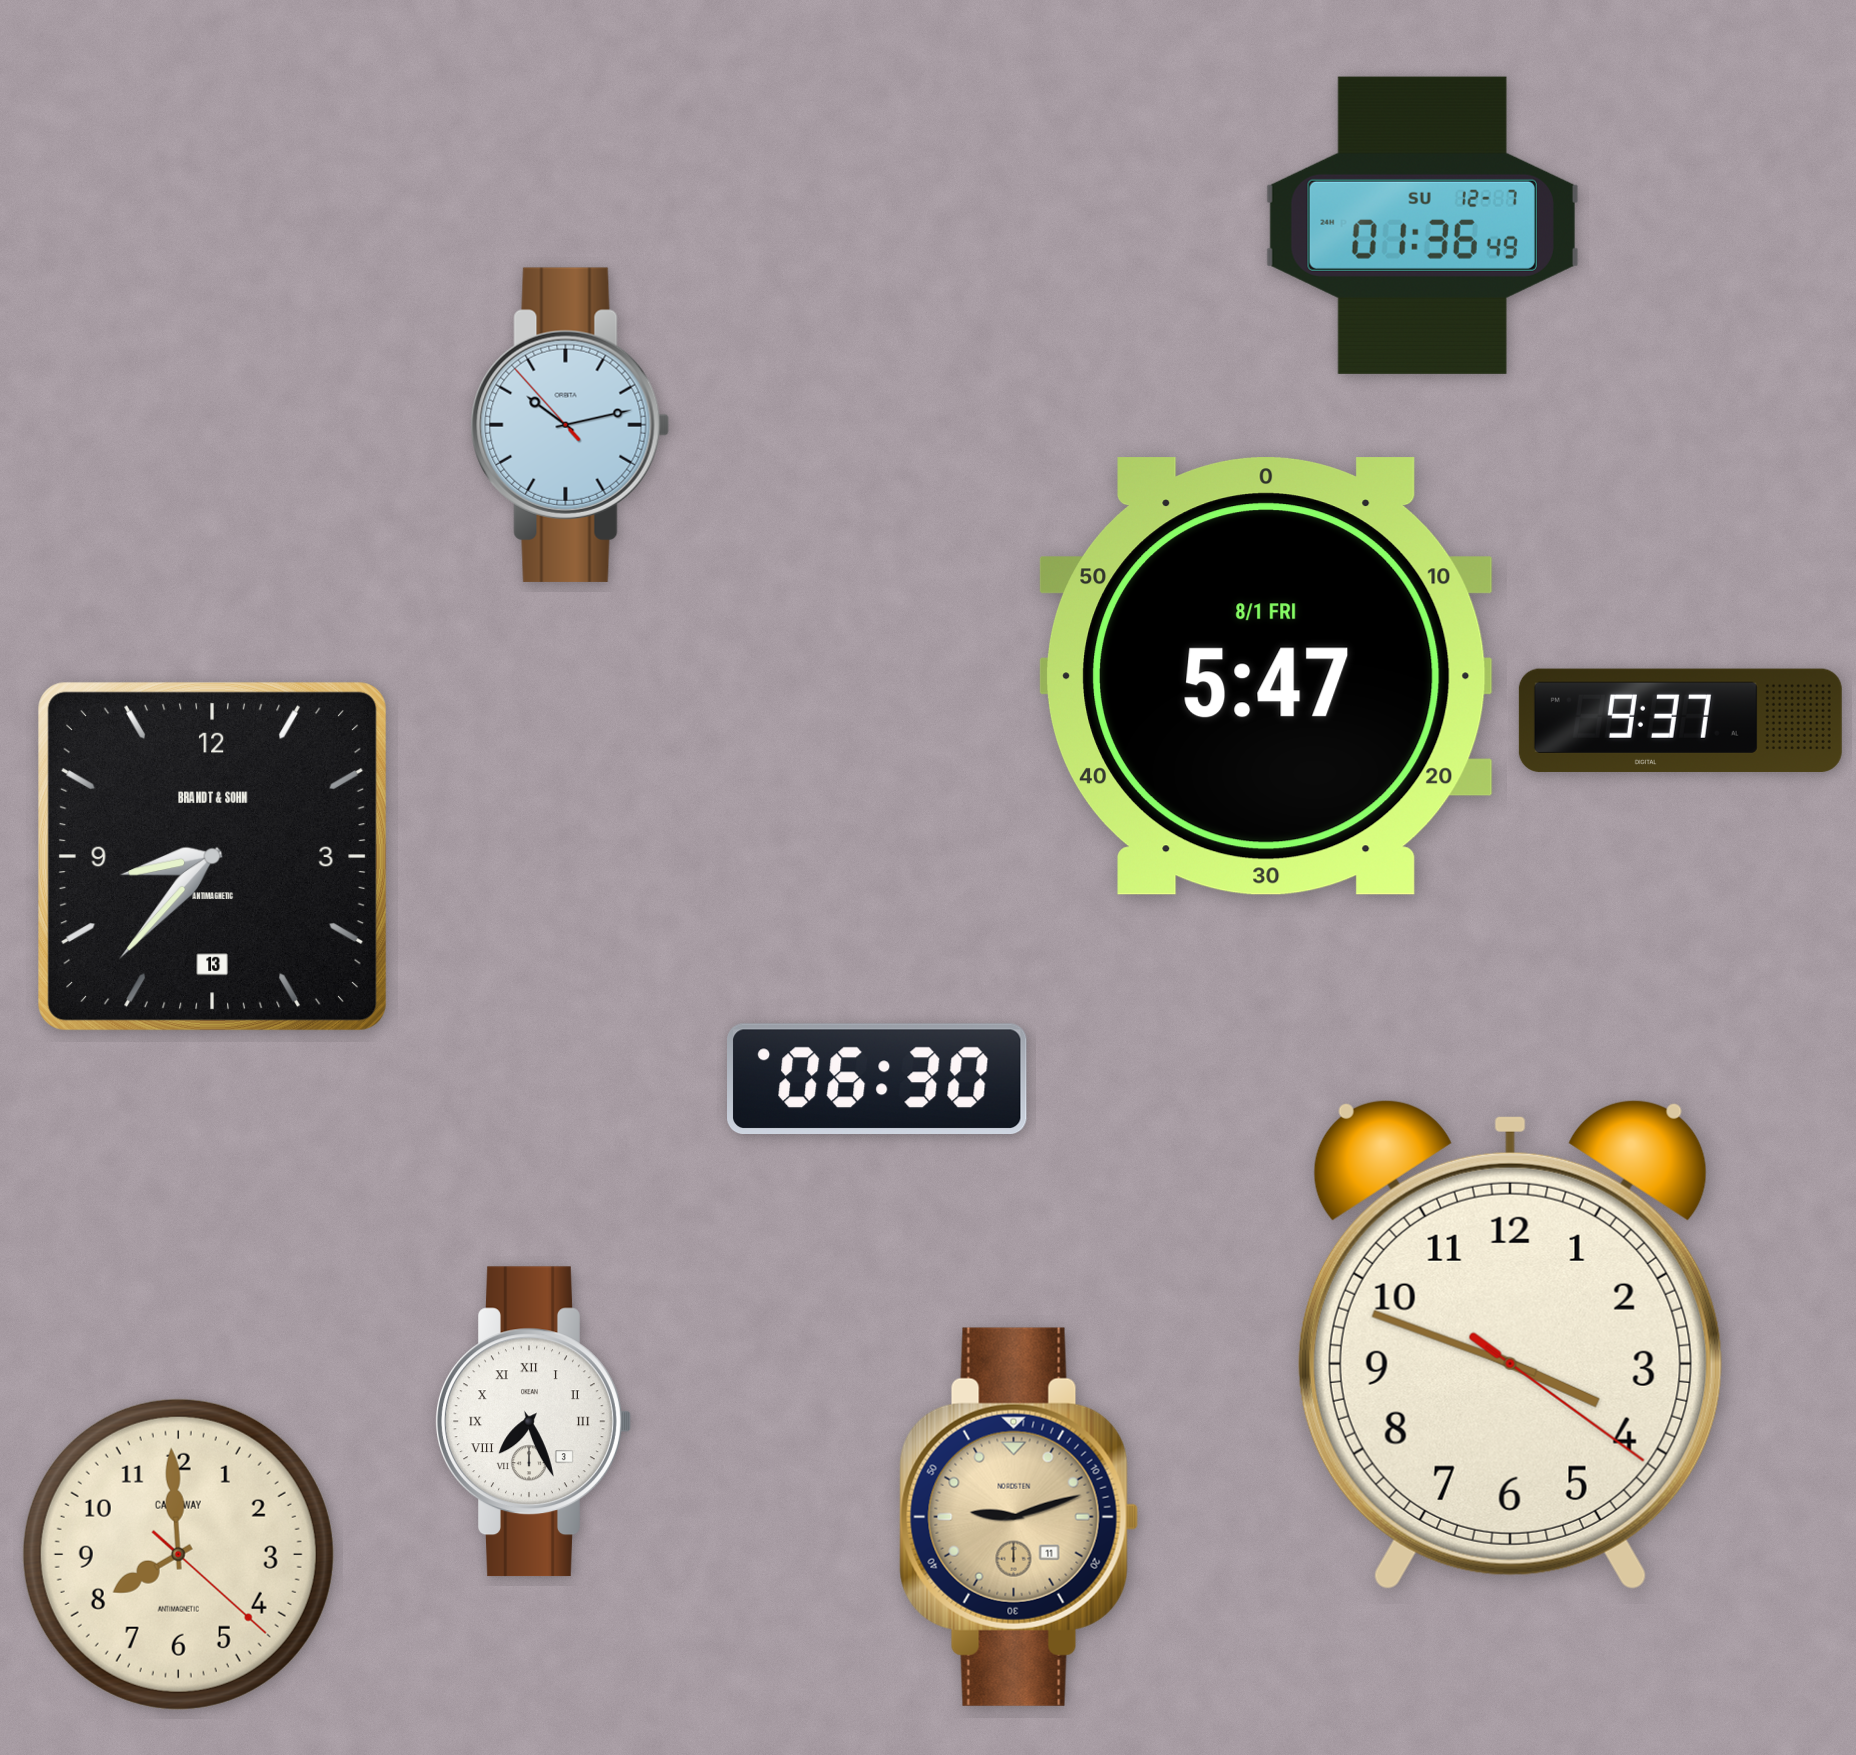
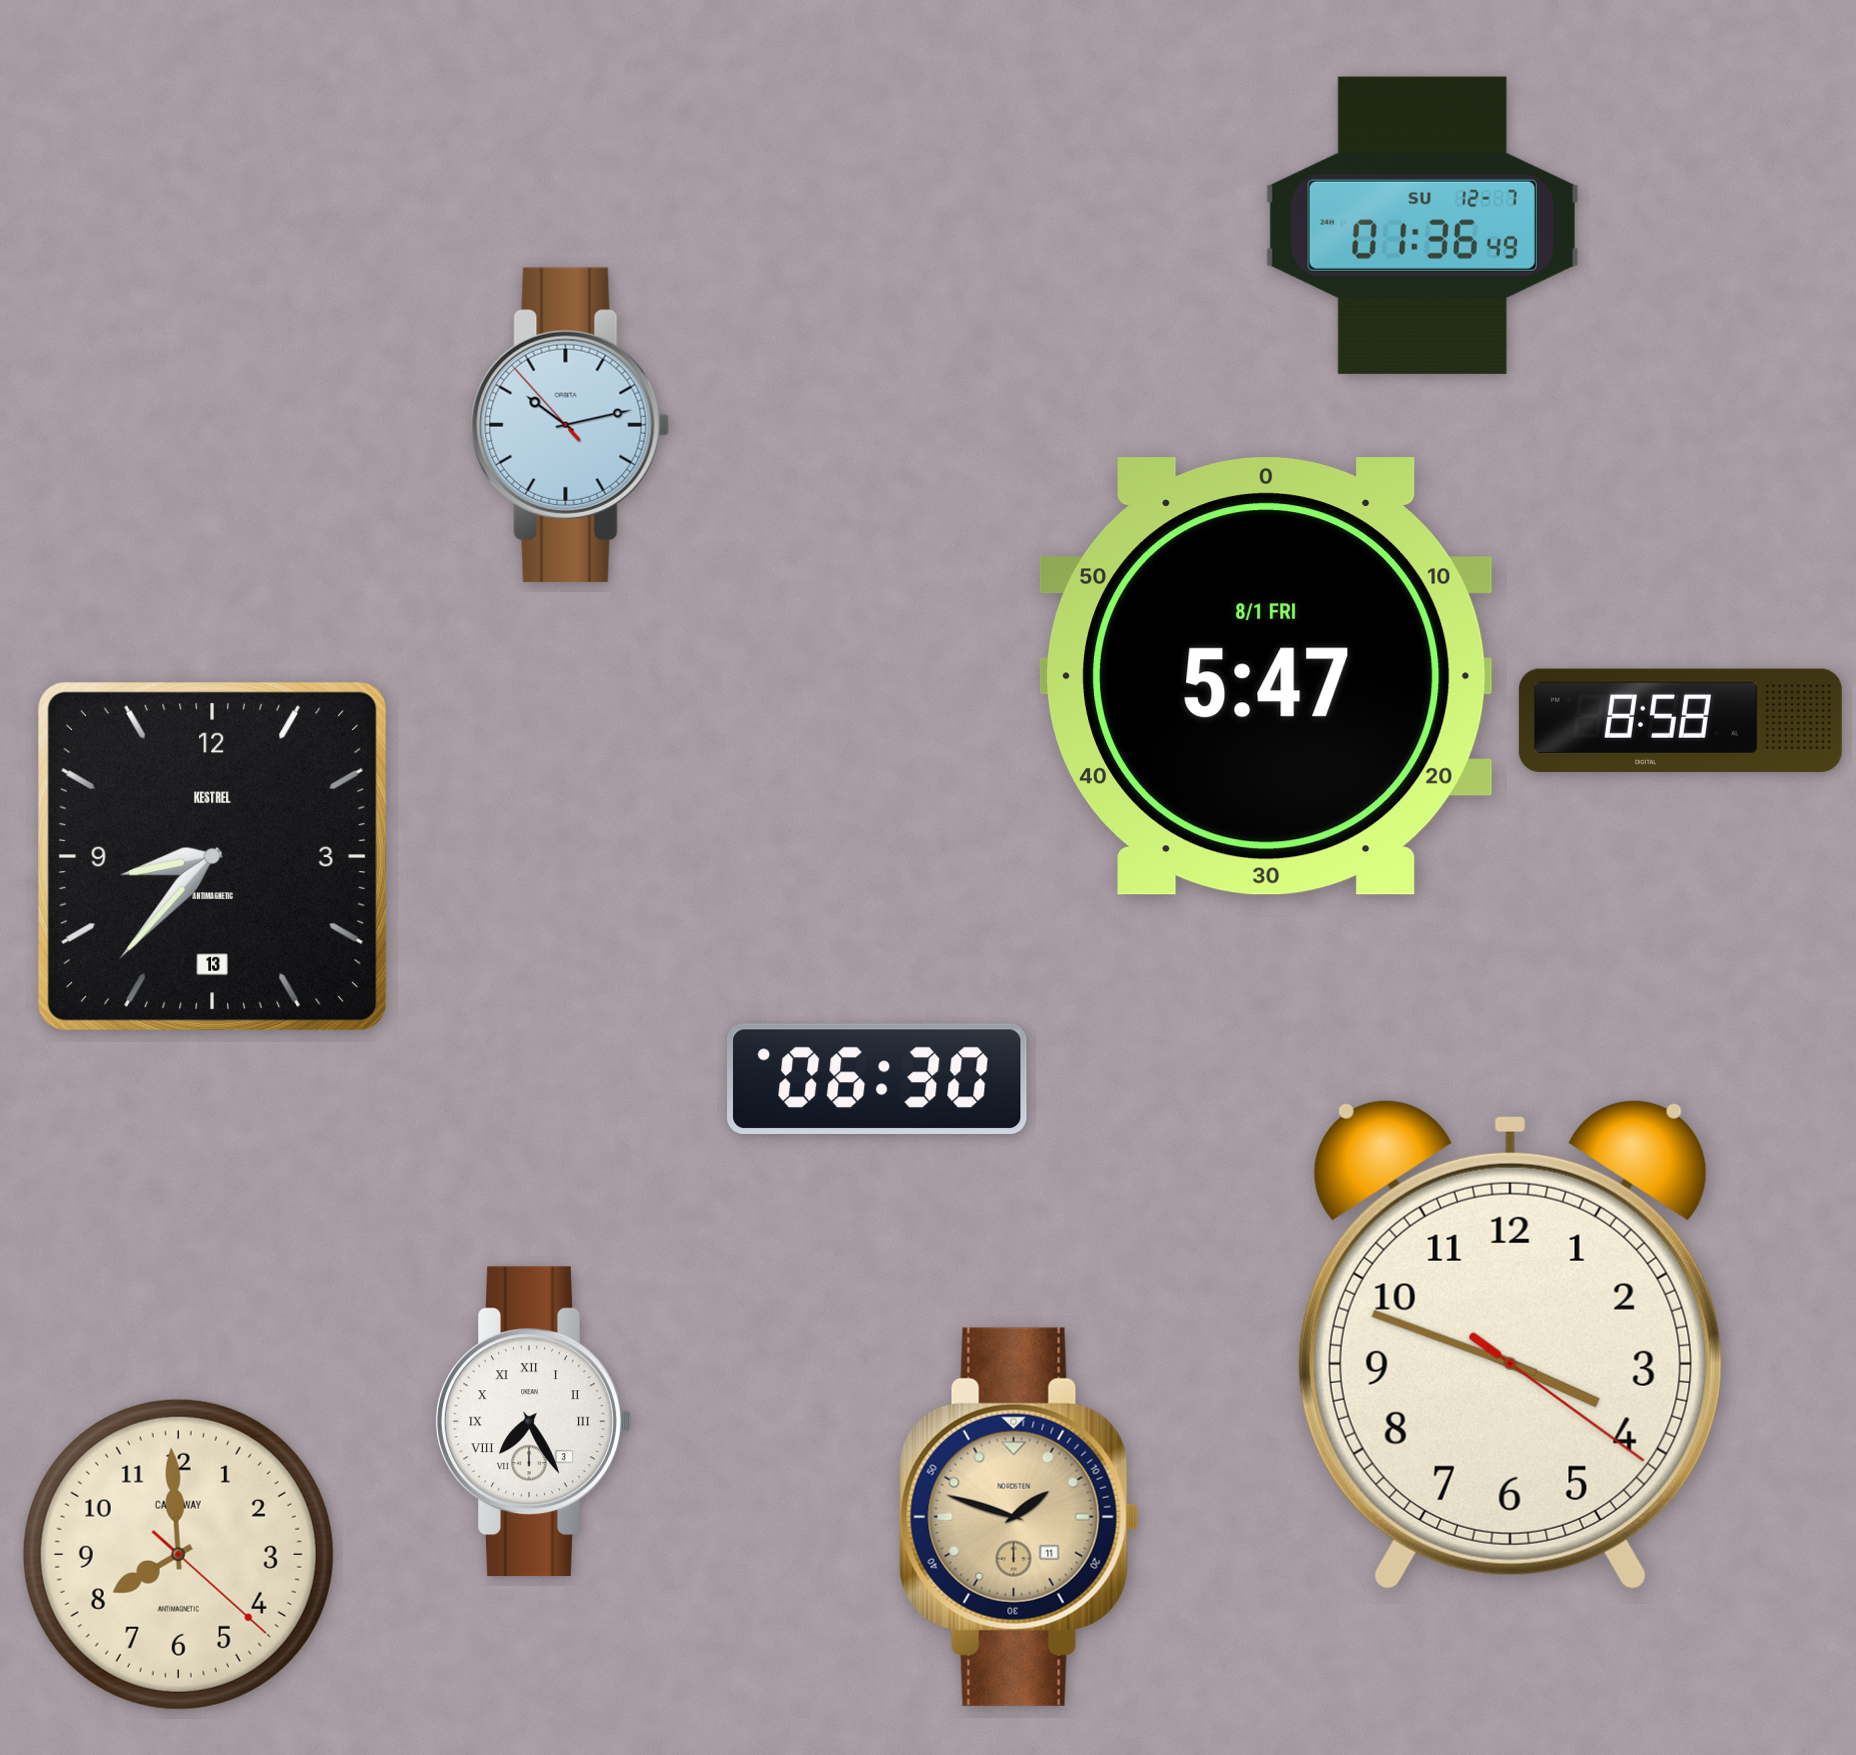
clock at (1680, 720): 9:37 -> 8:58
clock at (213, 857) brand: BRANDT & SOHN -> KESTREL
clock at (533, 1422): 7:26 -> 7:25
clock at (1019, 1517): 9:12 -> 1:48
